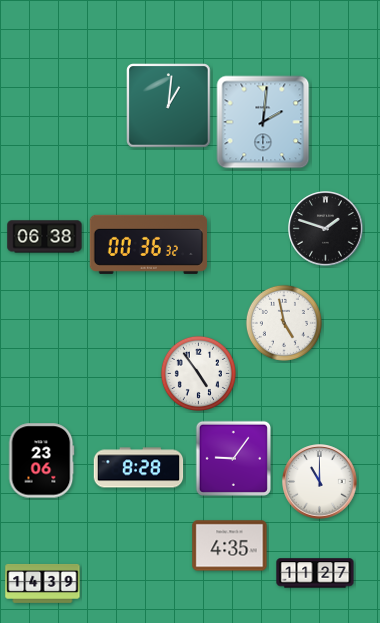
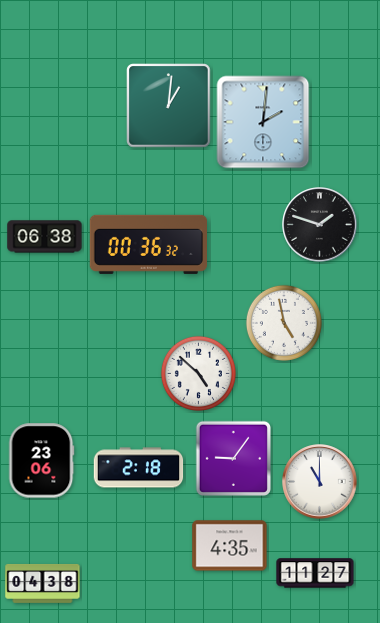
clock at (326, 229) position: (326, 229) -> (320, 225)
clock at (198, 373): 4:54 -> 4:52
clock at (139, 468): 8:28 -> 2:18
clock at (43, 583): 14:39 -> 04:38
